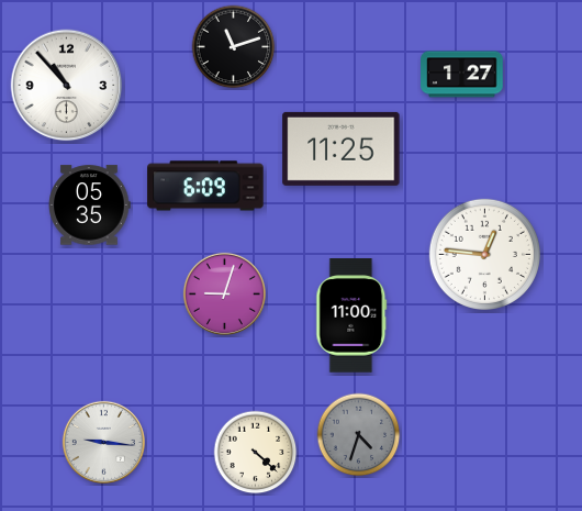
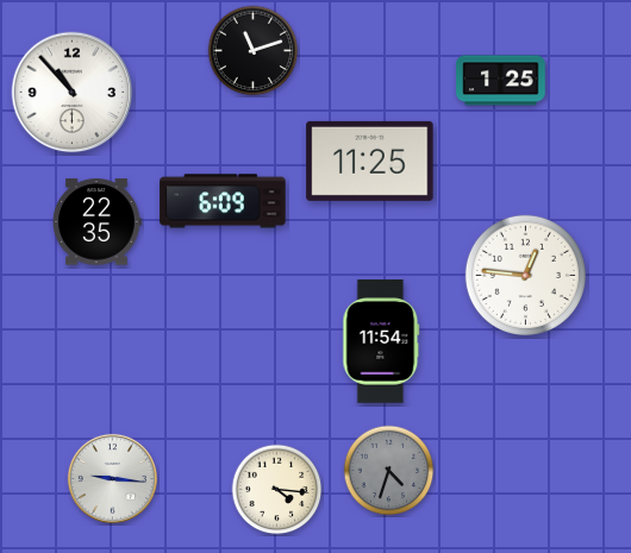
clock at (462, 75): 1:27 -> 1:25
clock at (89, 205): 05:35 -> 22:35
clock at (224, 293): 9:03 -> none
clock at (351, 315): 11:00 -> 11:54
clock at (256, 453): 4:22 -> 4:16
